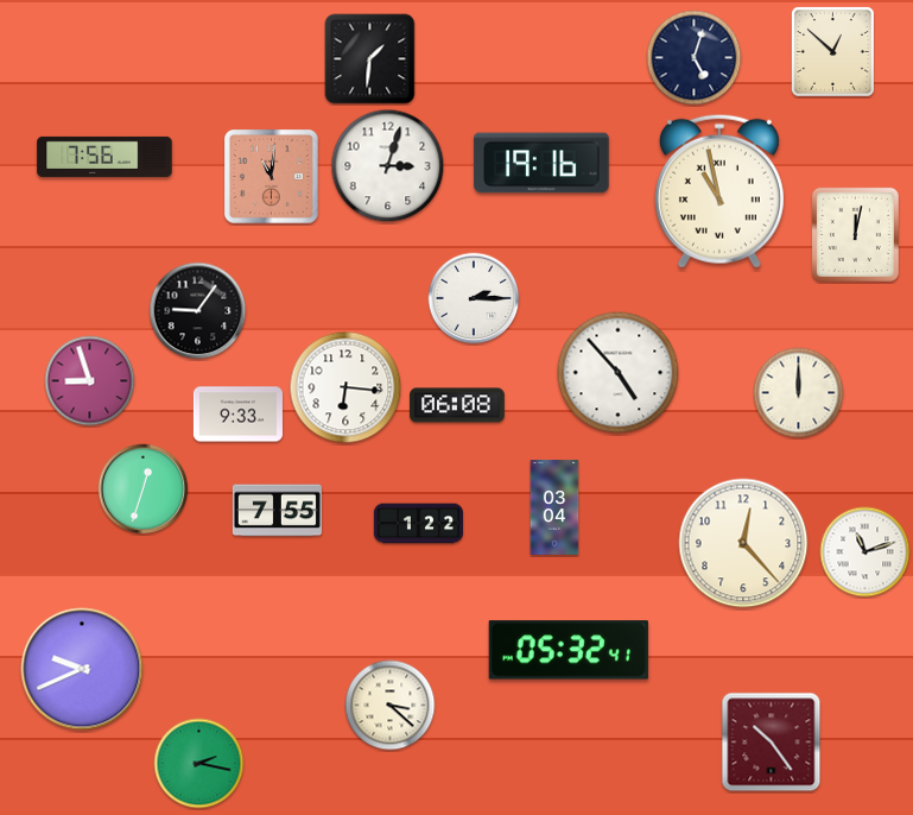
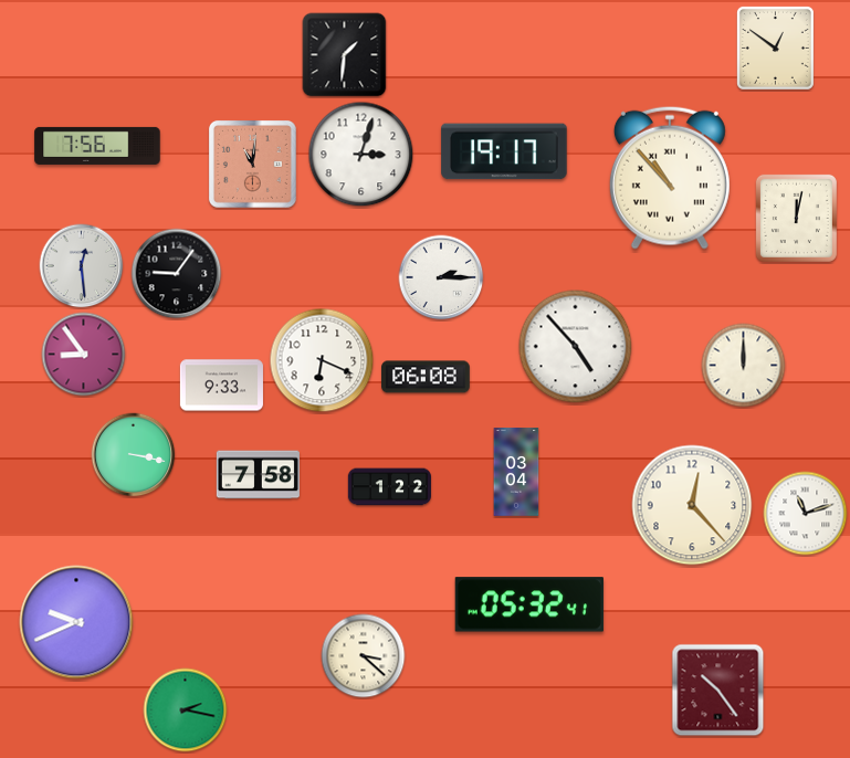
clock at (832, 51): 12:52 -> 12:51
clock at (695, 58): 5:03 -> none
clock at (541, 163): 19:16 -> 19:17
clock at (719, 191): 10:58 -> 10:53
clock at (82, 266): none -> 12:29
clock at (198, 311) position: (198, 311) -> (177, 274)
clock at (90, 381): 8:57 -> 8:54
clock at (345, 387): 6:16 -> 6:19
clock at (144, 489): 12:33 -> 3:17
clock at (277, 511): 7:55 -> 7:58
